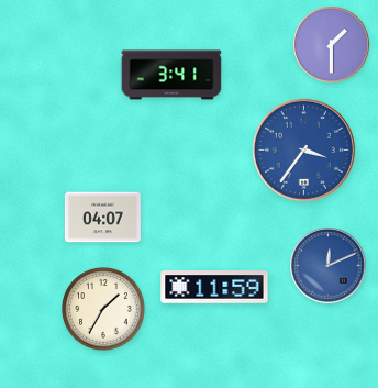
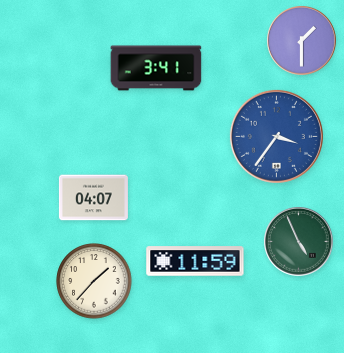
clock at (329, 266): 12:11 -> 4:56
clock at (329, 266) dial: blue -> green
clock at (103, 309): 1:35 -> 1:37
